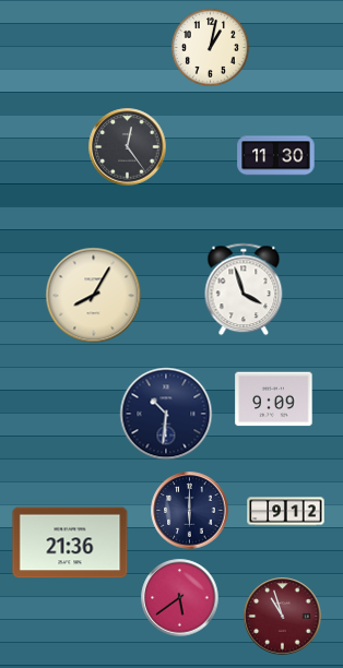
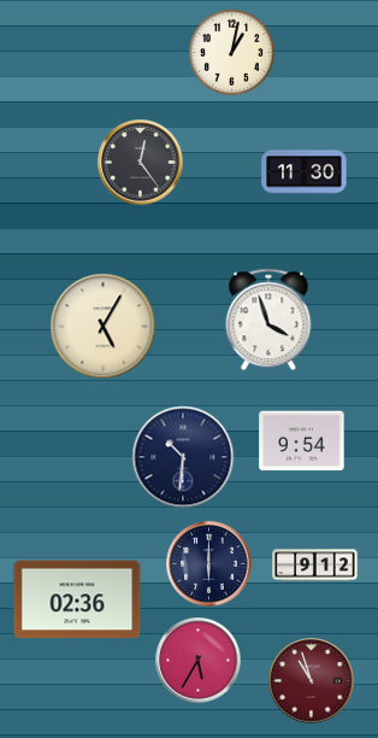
clock at (94, 296): 8:05 -> 5:05
clock at (274, 399): 9:09 -> 9:54
clock at (70, 542): 21:36 -> 02:36
clock at (180, 598): 5:39 -> 5:35
